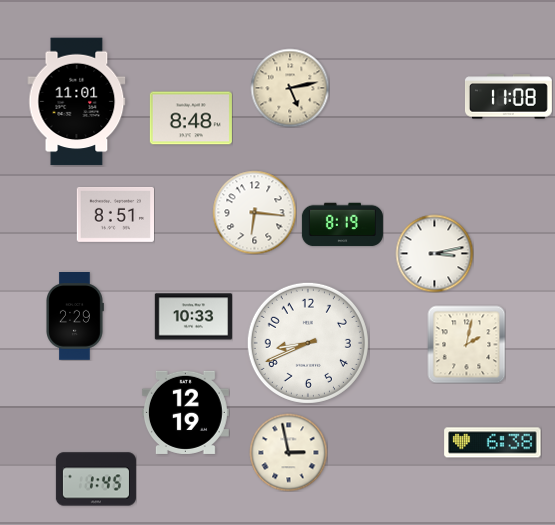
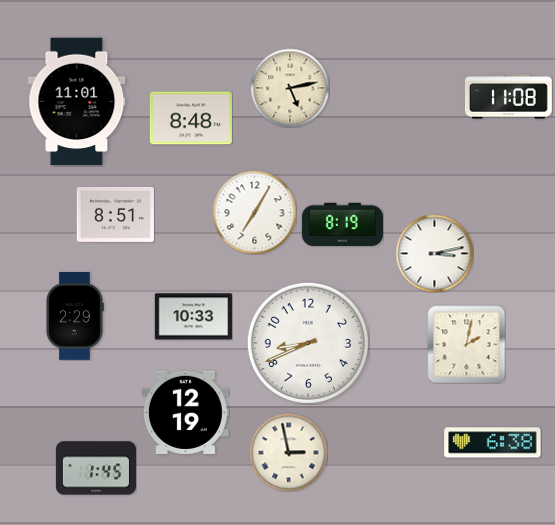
clock at (254, 212): 6:16 -> 7:05
clock at (96, 479) position: (96, 479) -> (96, 468)
